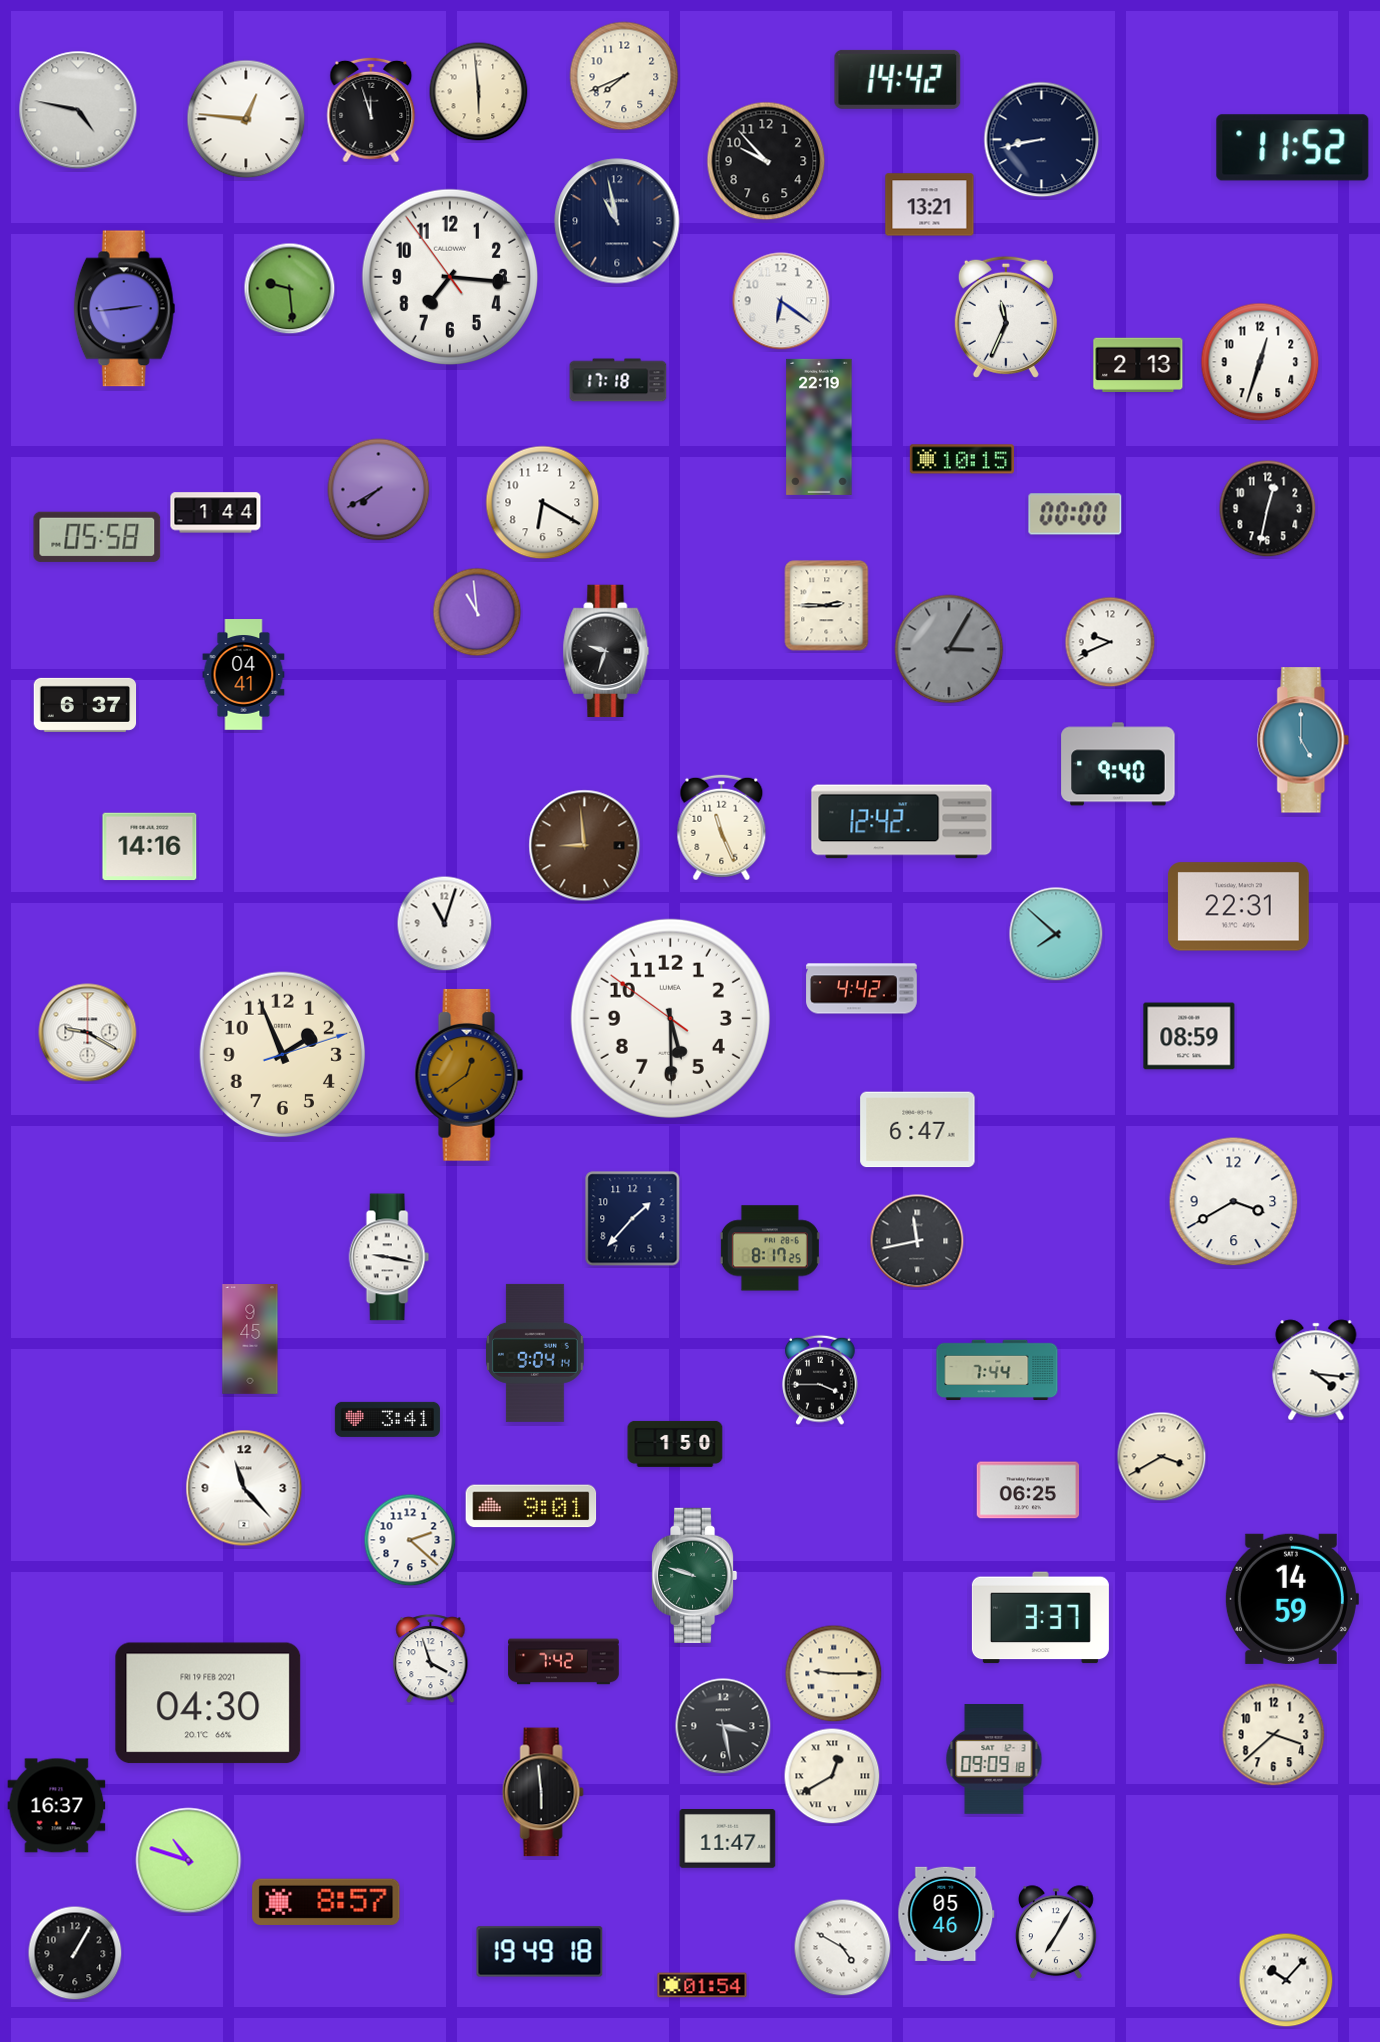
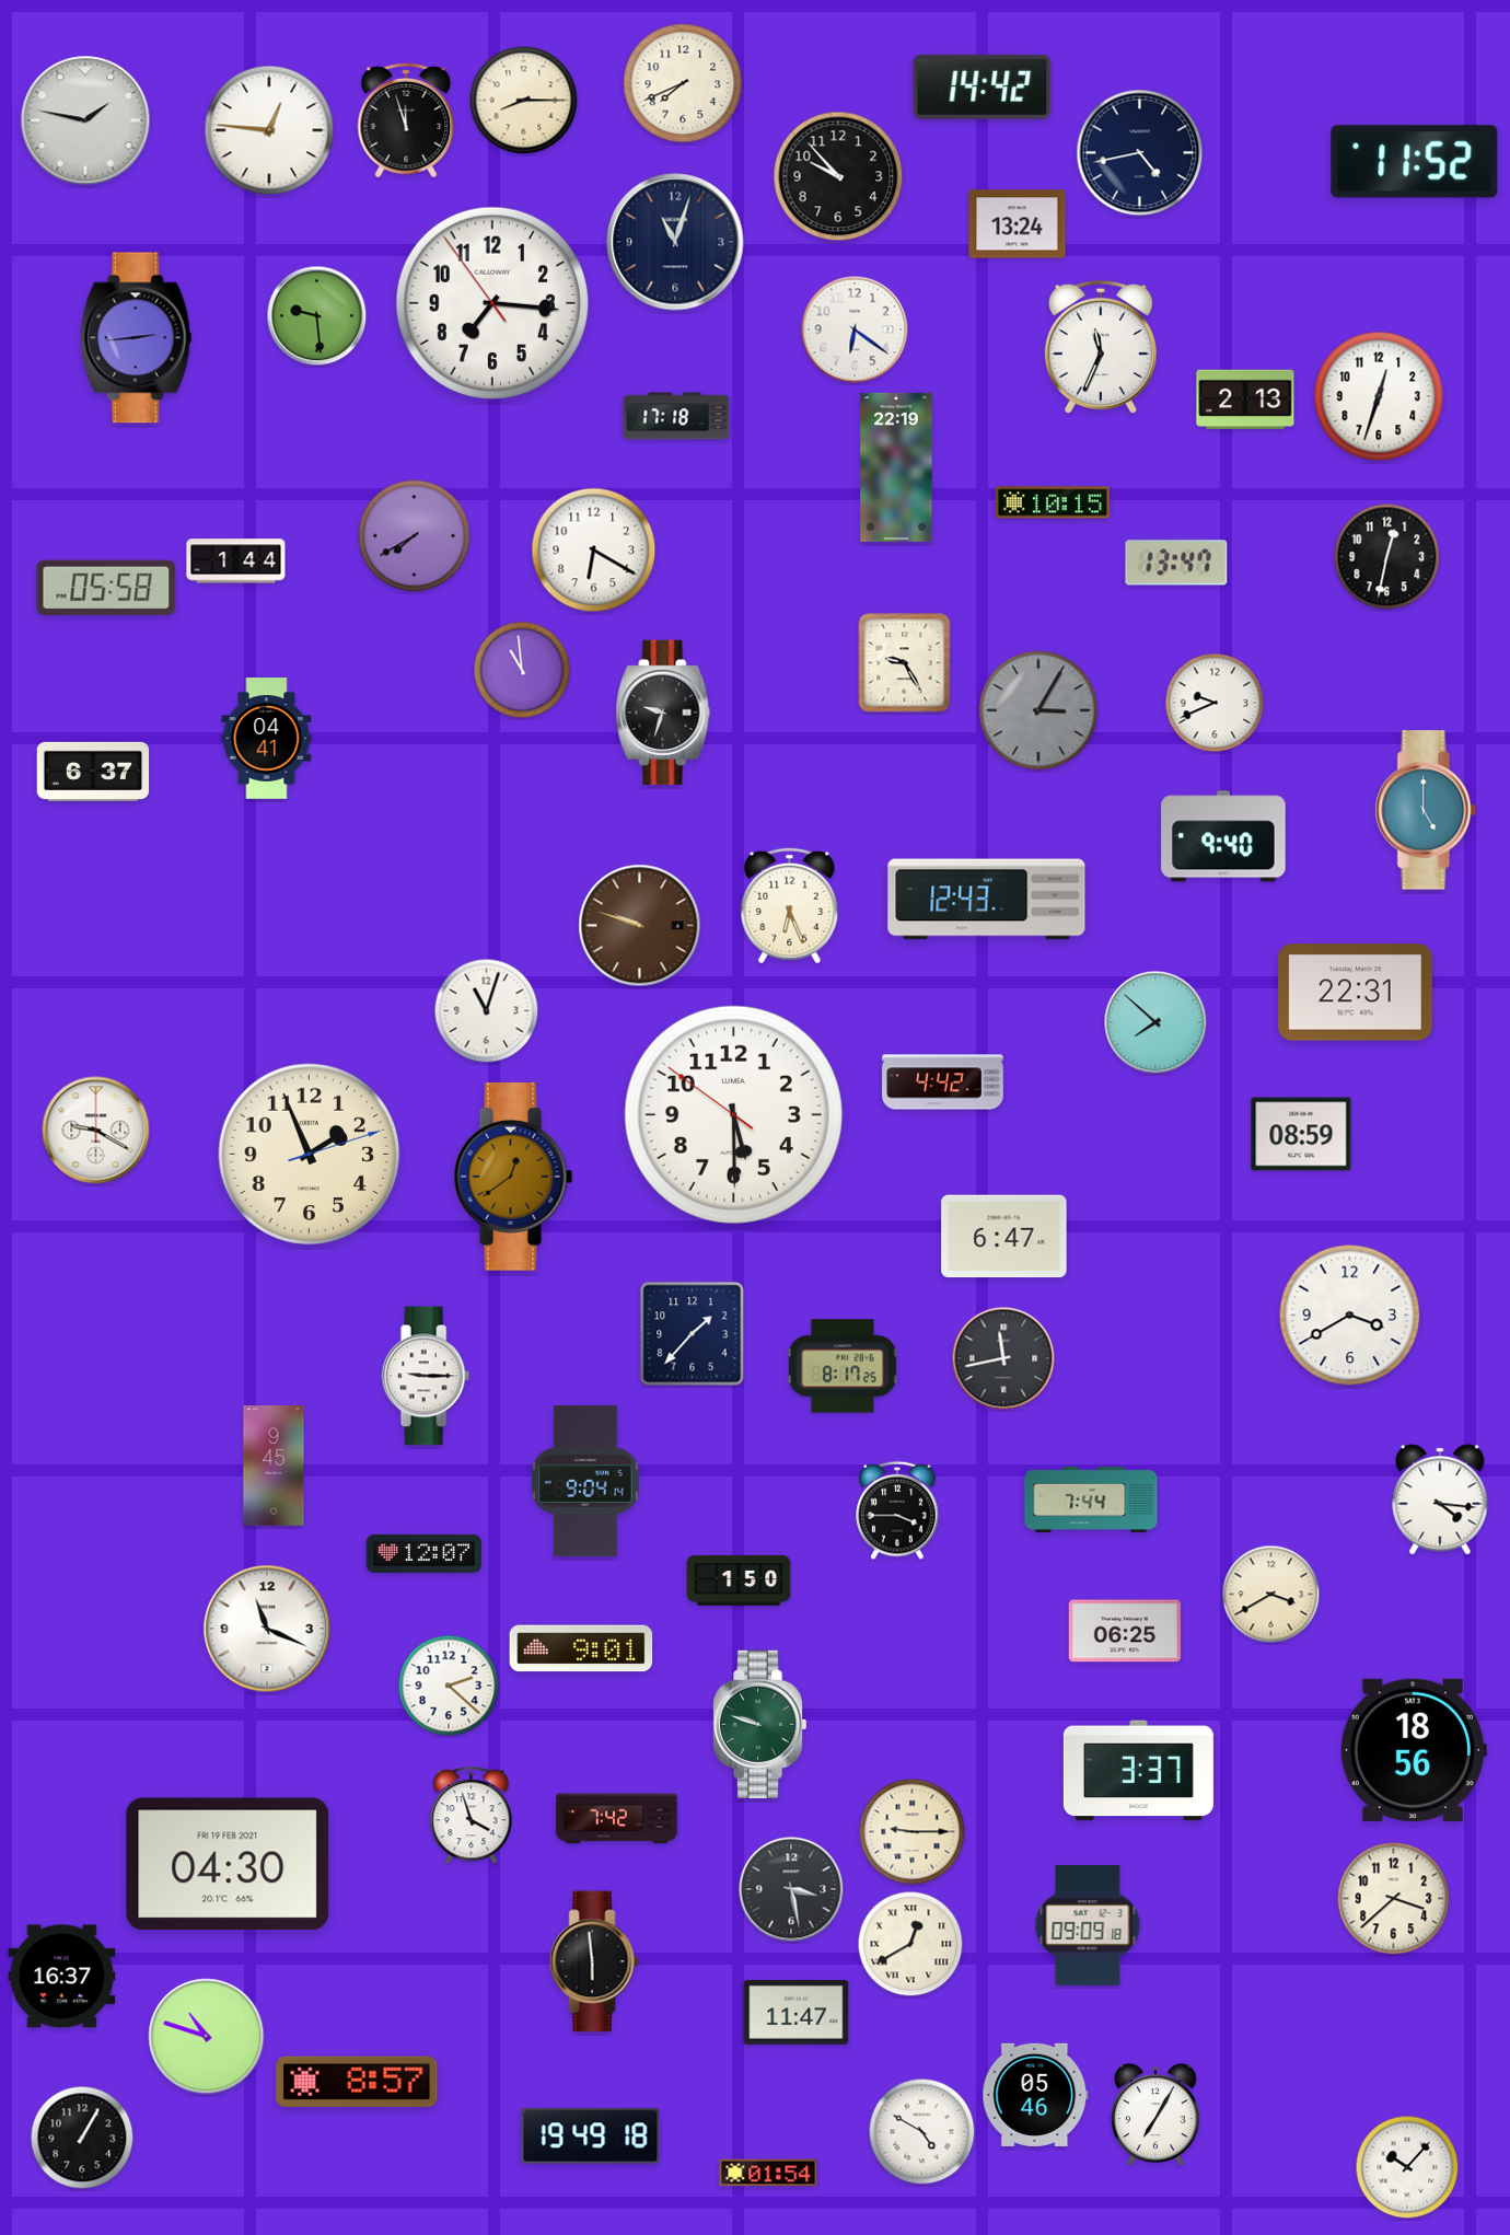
clock at (479, 92): 5:59 -> 8:15
clock at (78, 110): 4:47 -> 1:47
clock at (1042, 140): 8:43 -> 4:43
clock at (930, 205): 13:21 -> 13:24
clock at (617, 221): 10:58 -> 11:03
clock at (1075, 514): 00:00 -> 13:47
clock at (827, 606): 2:45 -> 9:25
clock at (902, 822): 12:42 -> 12:43
clock at (722, 828): 11:26 -> 6:26
clock at (585, 846): 8:59 -> 9:48
clock at (150, 847): 14:16 -> none
clock at (389, 1257): 9:17 -> 9:15
clock at (387, 1419): 3:41 -> 12:07
clock at (244, 1488): 11:23 -> 11:19
clock at (1291, 1599): 14:59 -> 18:56
